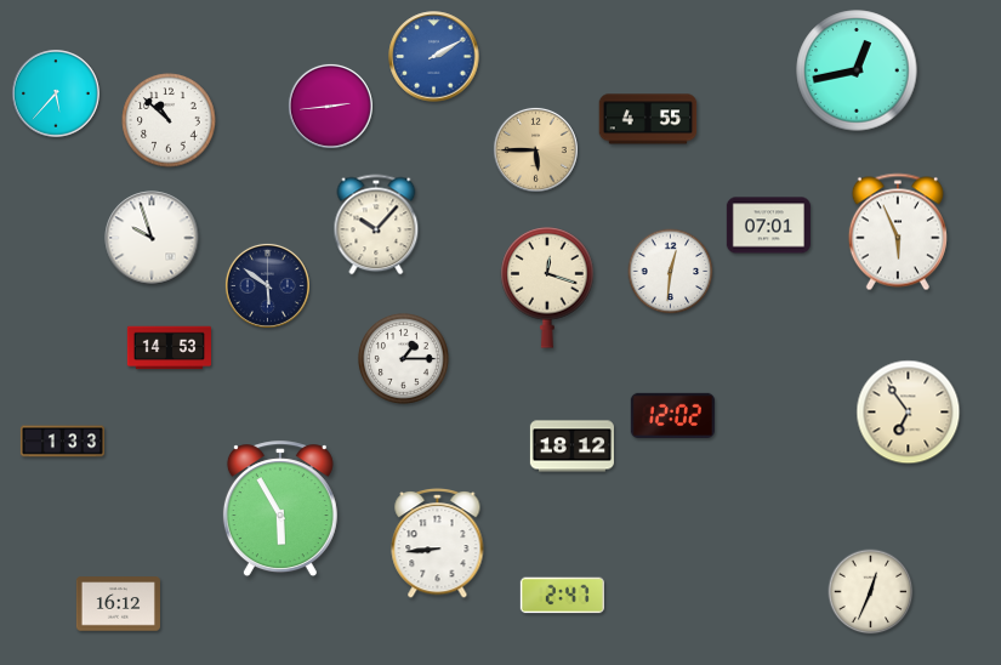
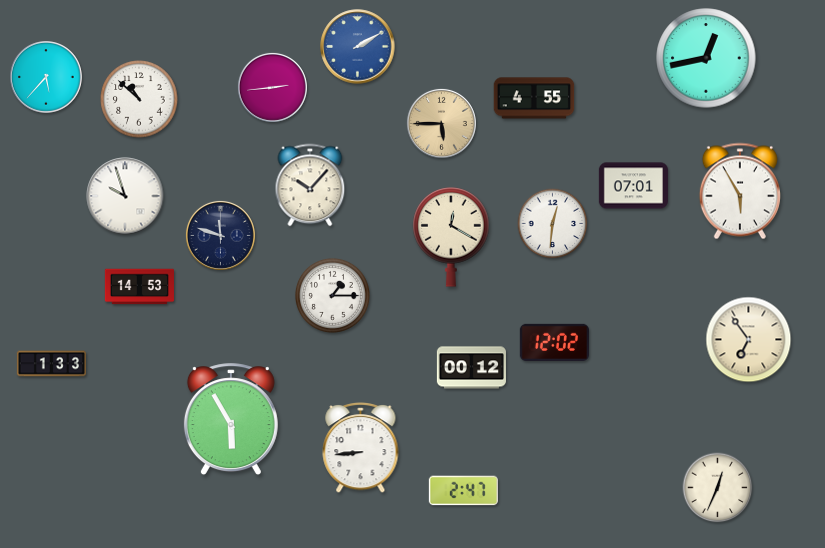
clock at (898, 232): 5:56 -> 5:55
clock at (267, 285): 5:51 -> 11:48
clock at (547, 289): 12:18 -> 12:20
clock at (571, 447): 18:12 -> 00:12
clock at (118, 604): 16:12 -> none
